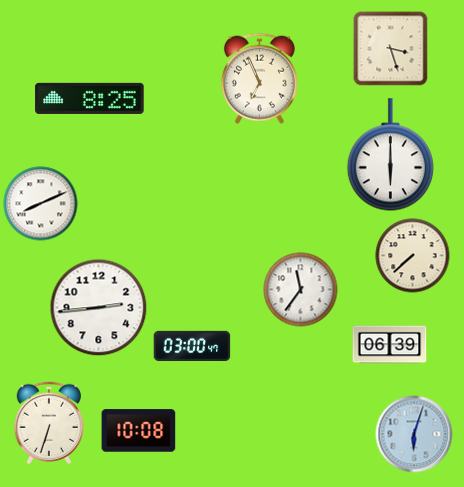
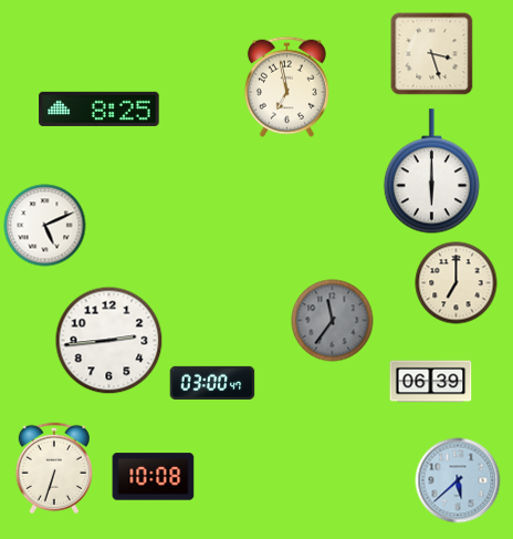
clock at (259, 78): 6:56 -> 6:58
clock at (41, 204): 8:11 -> 5:11
clock at (413, 256): 7:38 -> 7:00
clock at (301, 290) dial: white -> grey
clock at (414, 434): 6:03 -> 5:38
